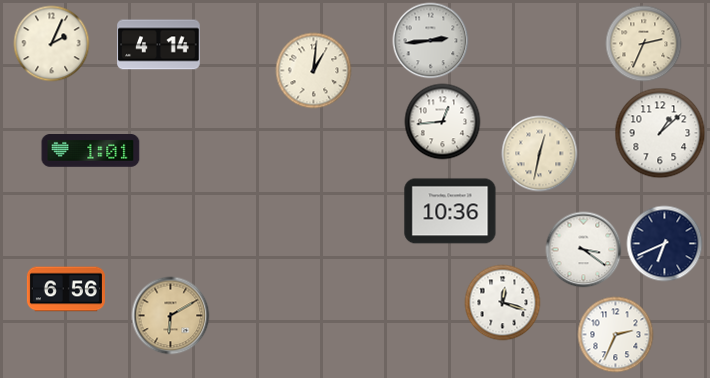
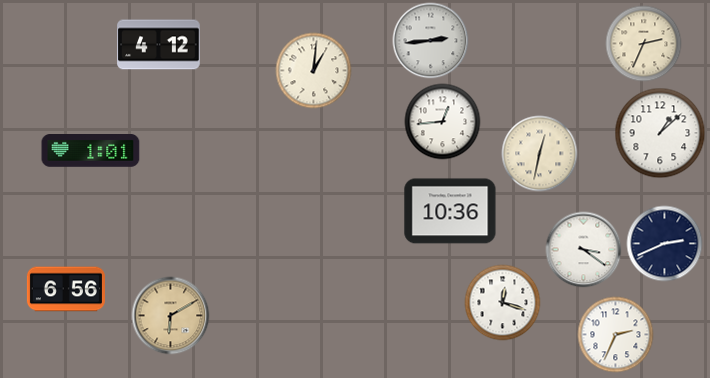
clock at (52, 44): 2:04 -> none
clock at (159, 45): 4:14 -> 4:12
clock at (665, 244): 6:41 -> 2:41
